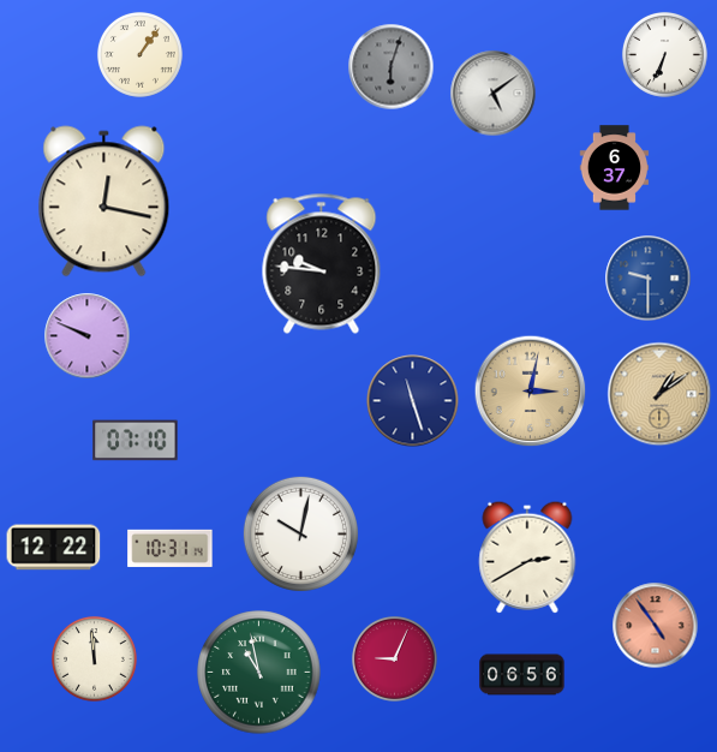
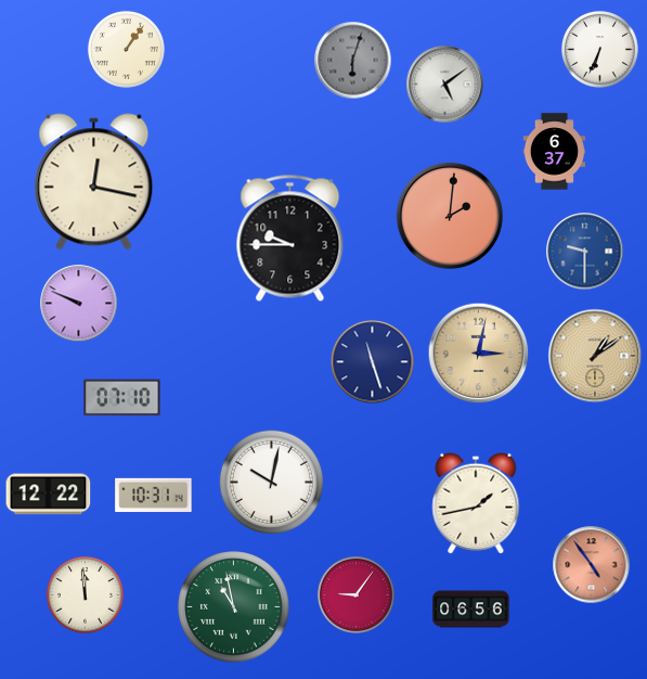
clock at (450, 216): none -> 2:01
clock at (322, 263): 9:46 -> 9:45
clock at (527, 557): 2:40 -> 1:43
clock at (394, 658): 9:04 -> 9:06
